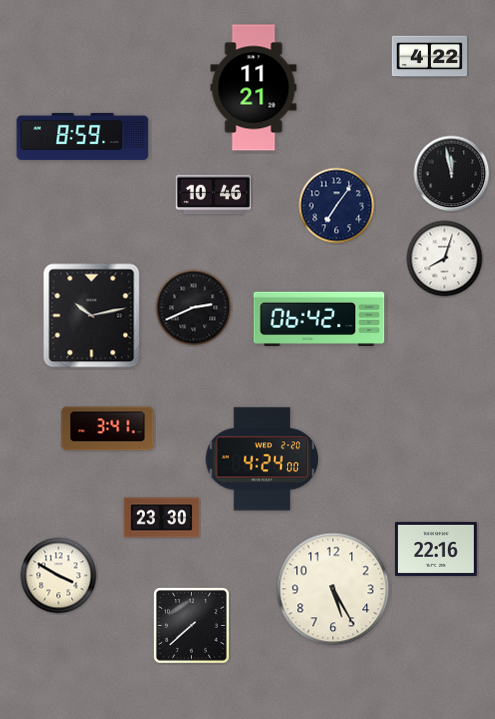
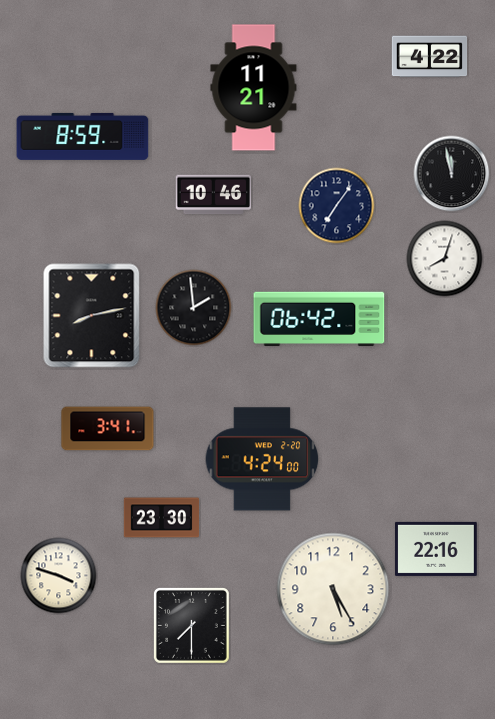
clock at (194, 308): 2:41 -> 1:59
clock at (92, 316): 10:13 -> 8:13
clock at (59, 576): 3:50 -> 3:48
clock at (191, 625): 7:38 -> 7:30
